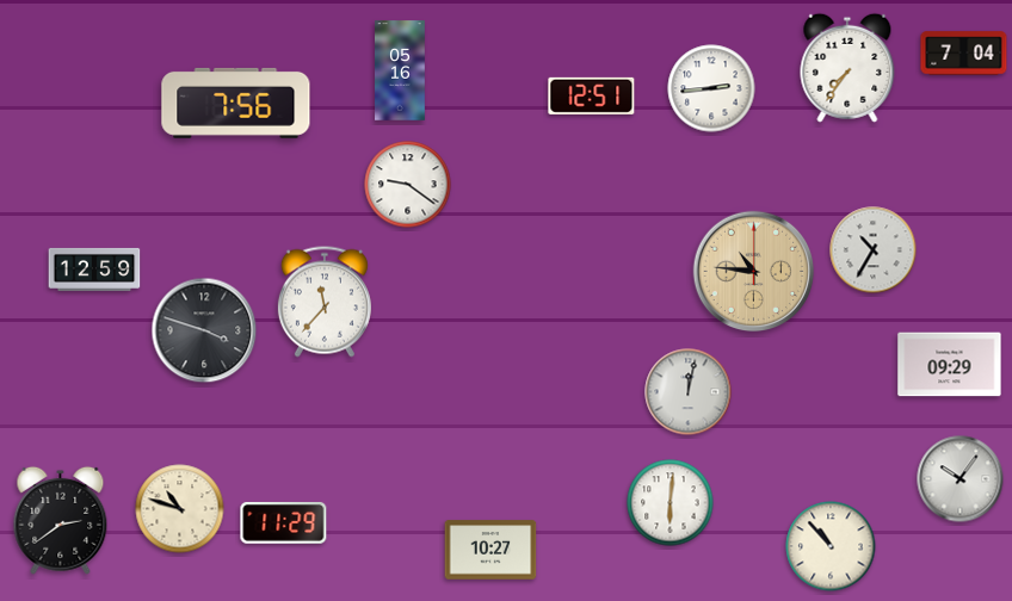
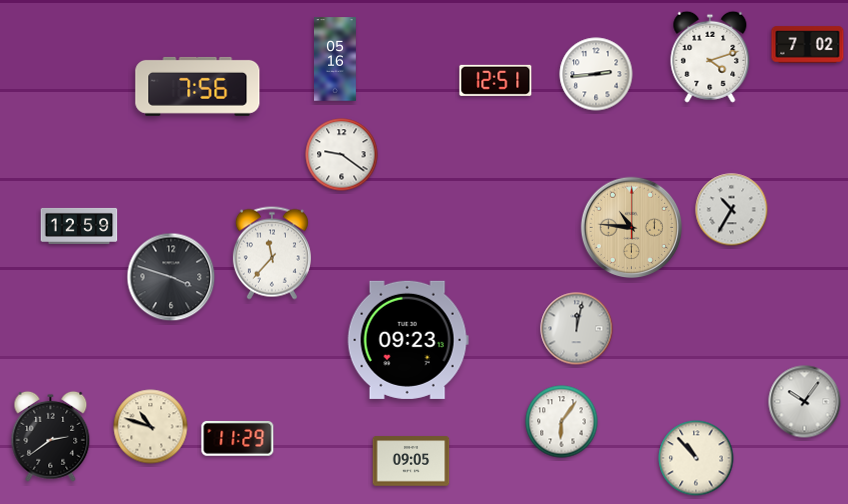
clock at (964, 54): 7:04 -> 7:02
clock at (847, 68): 7:36 -> 4:12
clock at (950, 365): 09:29 -> none
clock at (408, 340): none -> 09:23
clock at (671, 503): 6:01 -> 6:06
clock at (490, 550): 10:27 -> 09:05
